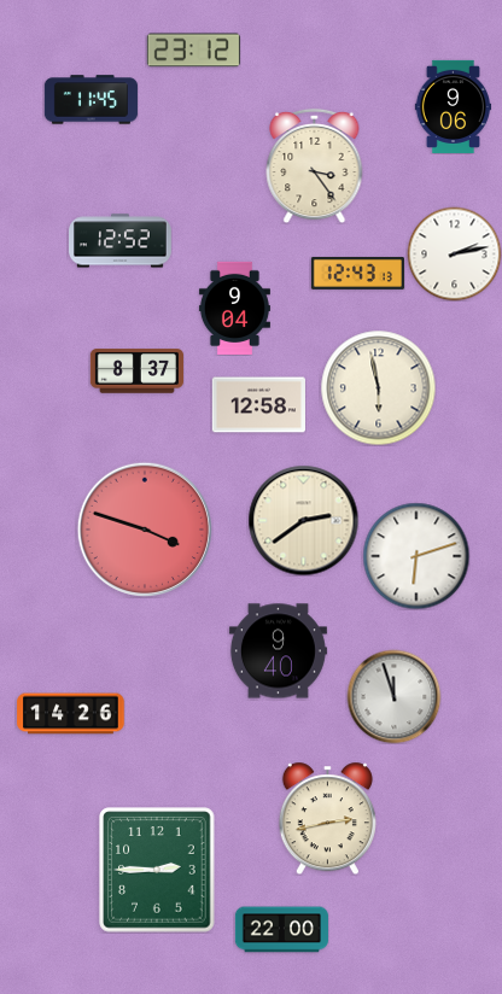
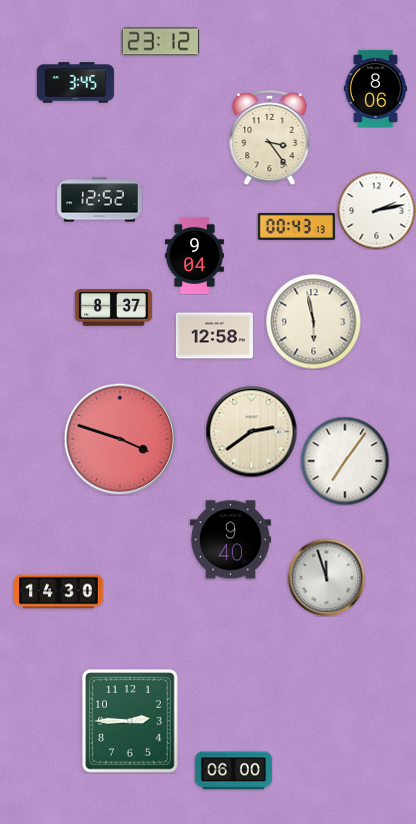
clock at (91, 100): 11:45 -> 3:45
clock at (454, 106): 9:06 -> 8:06
clock at (315, 165) position: (315, 165) -> (270, 137)
clock at (357, 273): 12:43 -> 00:43
clock at (416, 556): 6:12 -> 7:06
clock at (71, 714): 14:26 -> 14:30
clock at (327, 818): 2:43 -> none
clock at (281, 930): 22:00 -> 06:00
